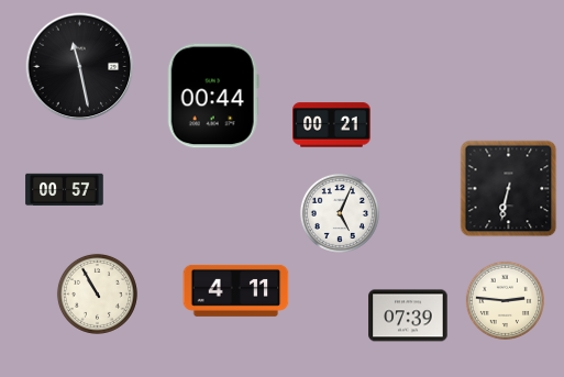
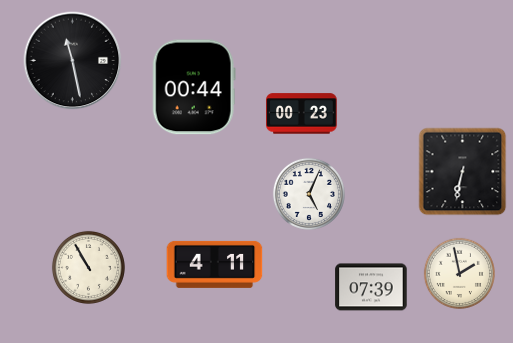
clock at (332, 125): 00:21 -> 00:23
clock at (65, 189): 00:57 -> none
clock at (505, 300): 2:46 -> 1:58
